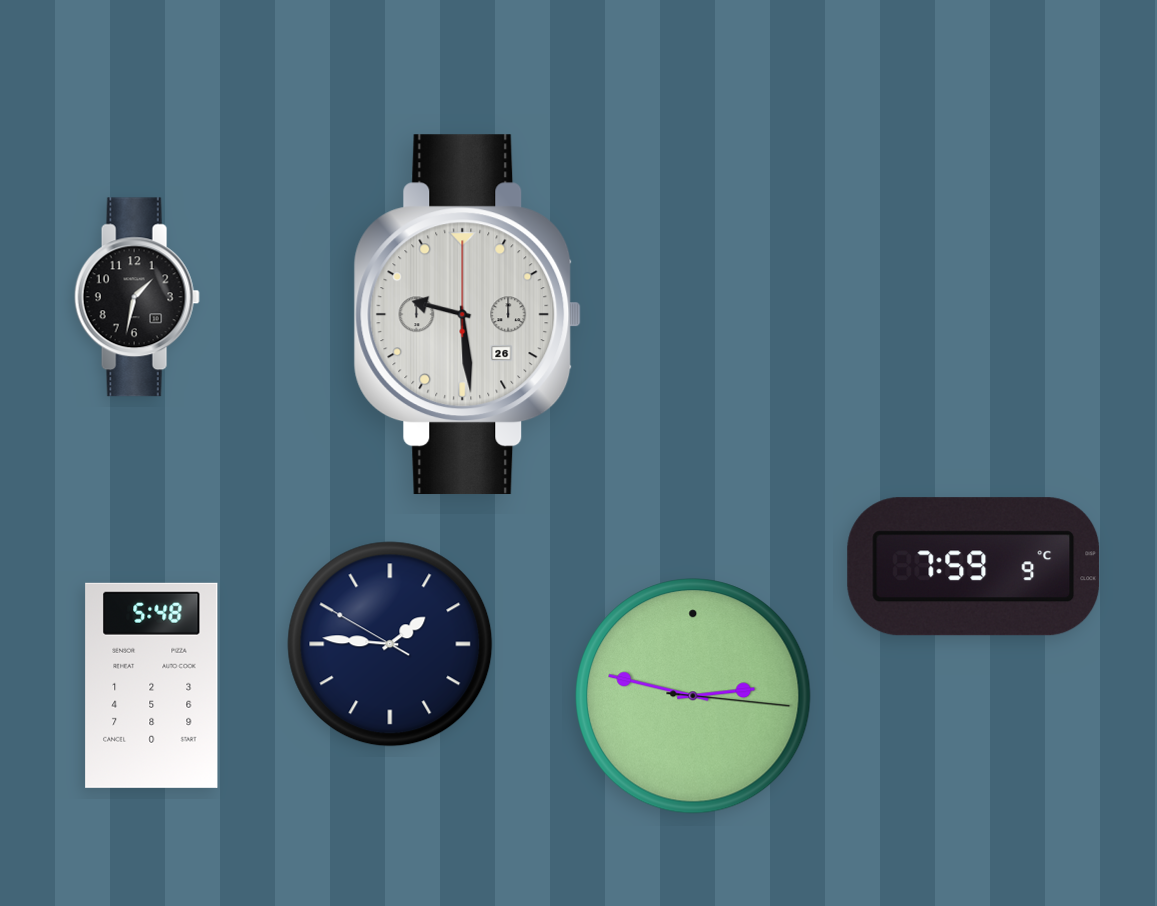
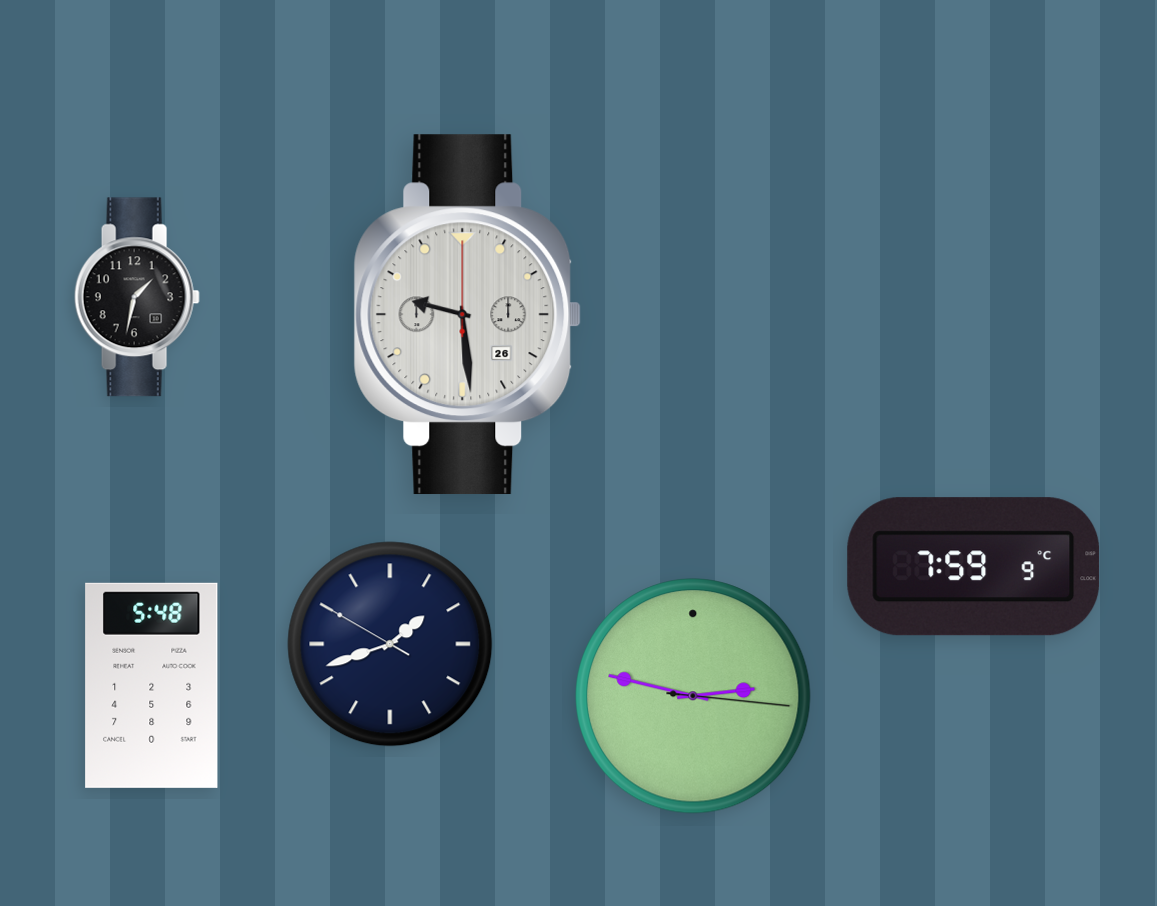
clock at (390, 644): 1:45 -> 1:41
